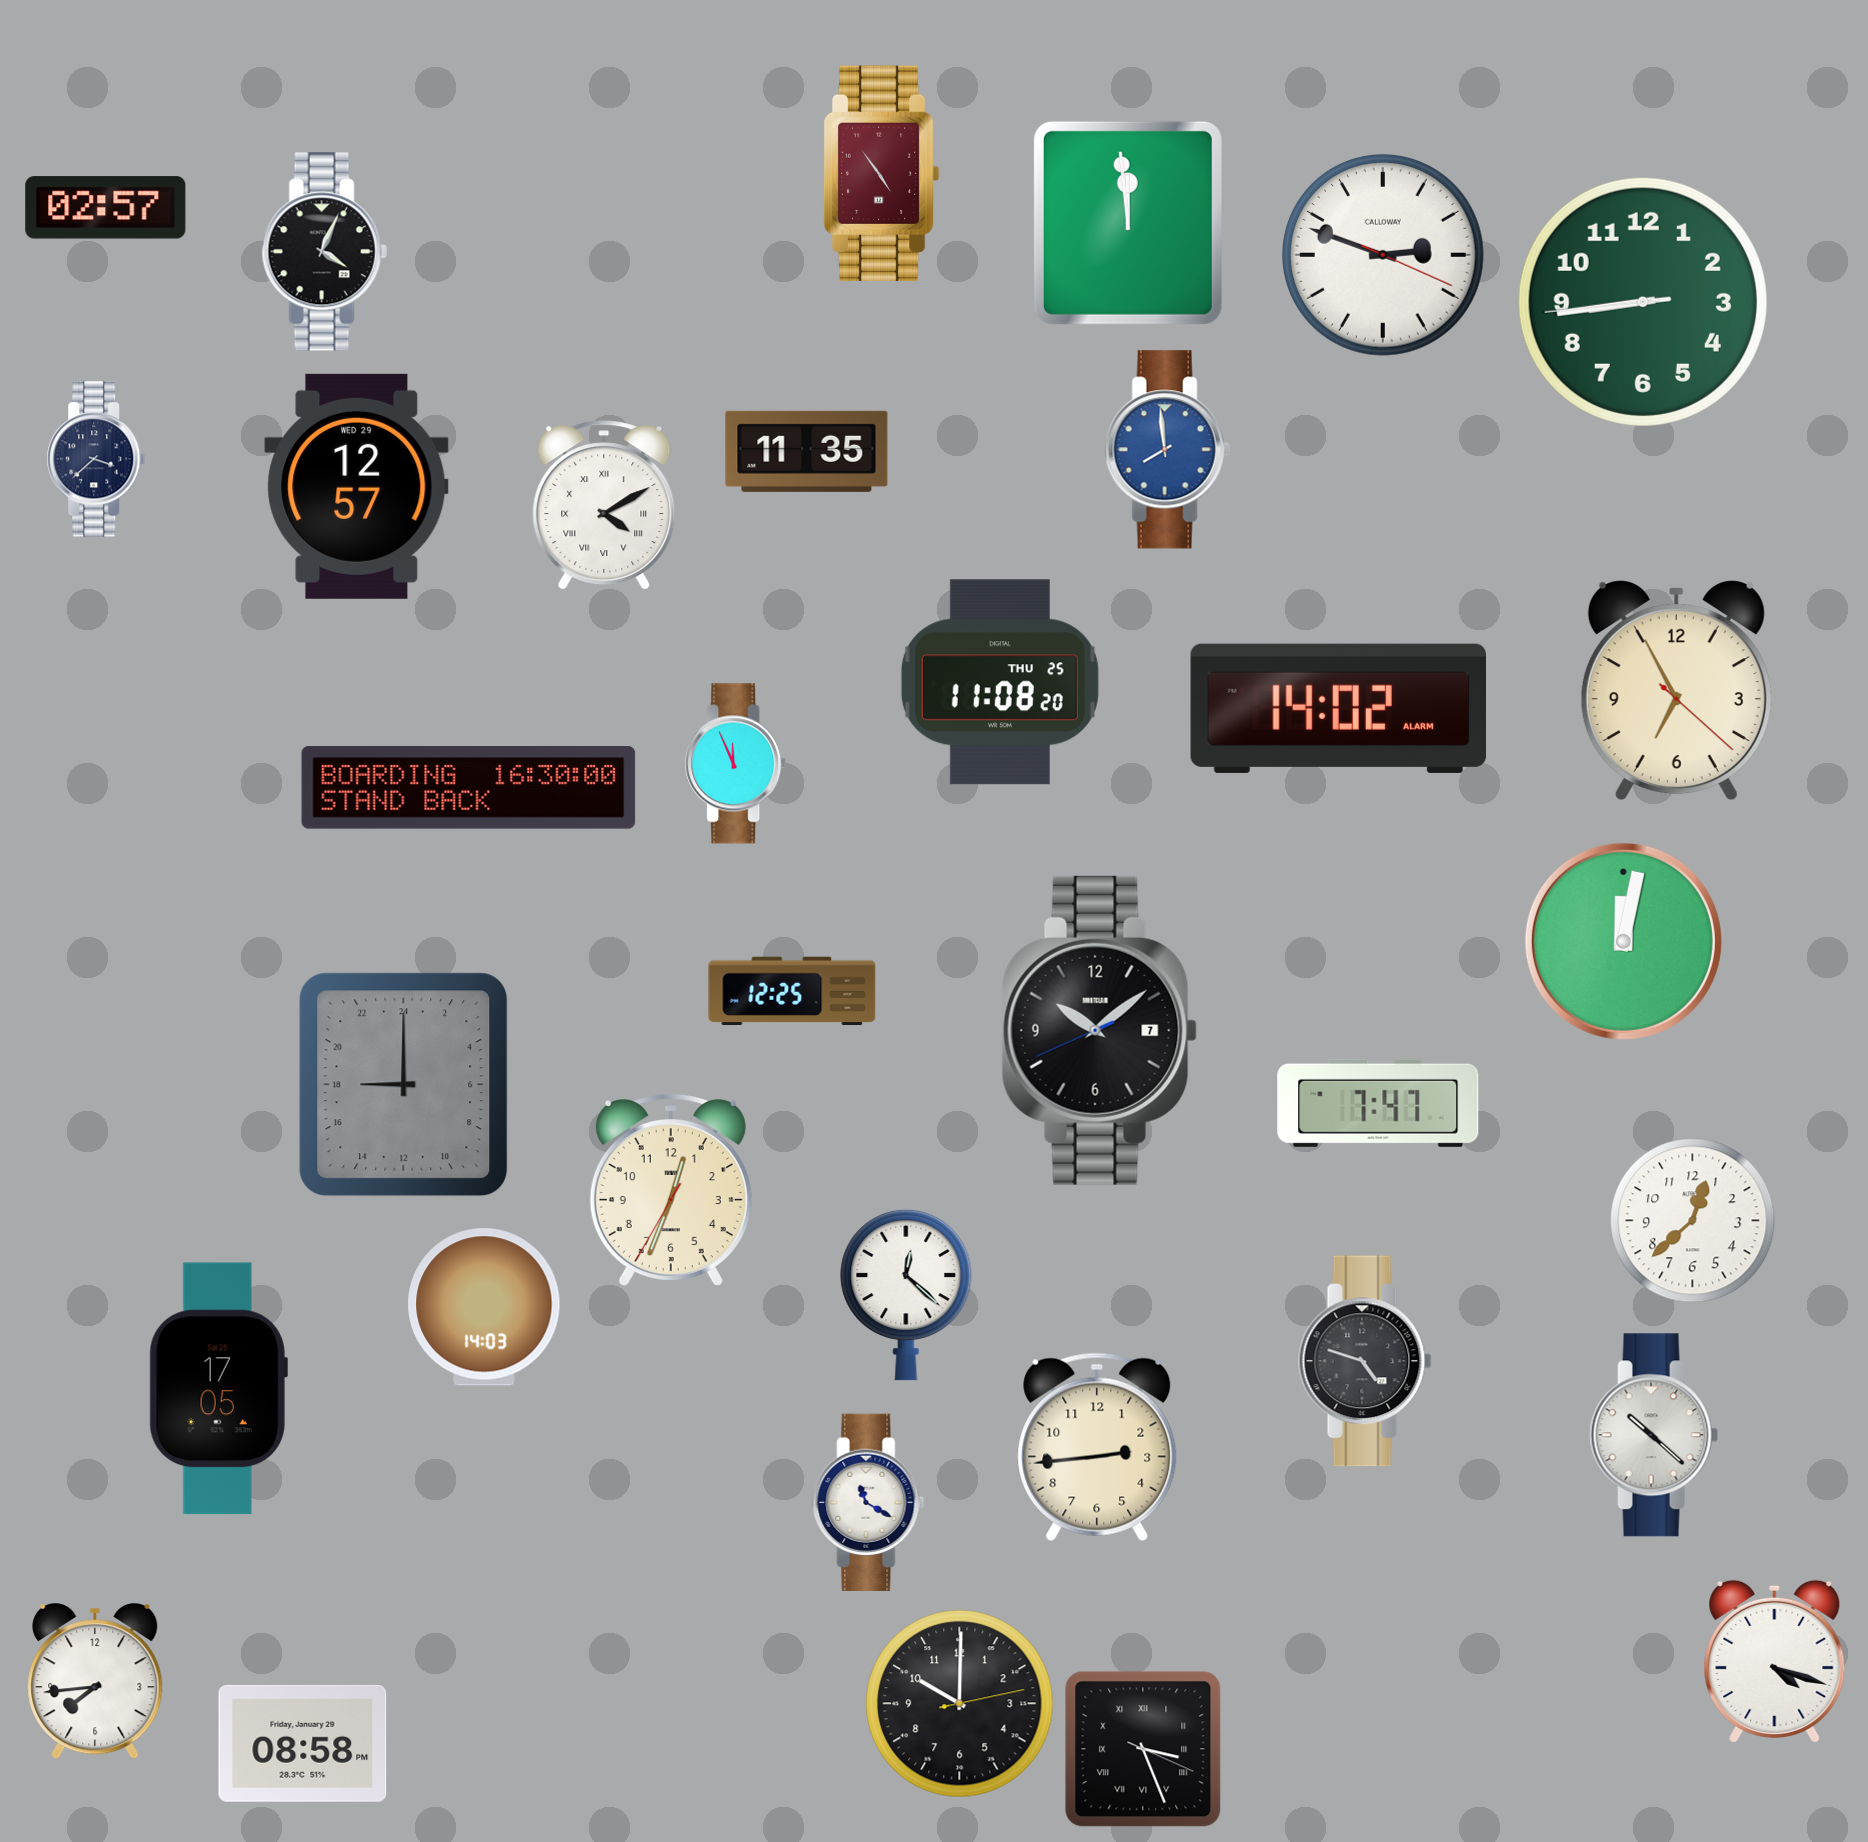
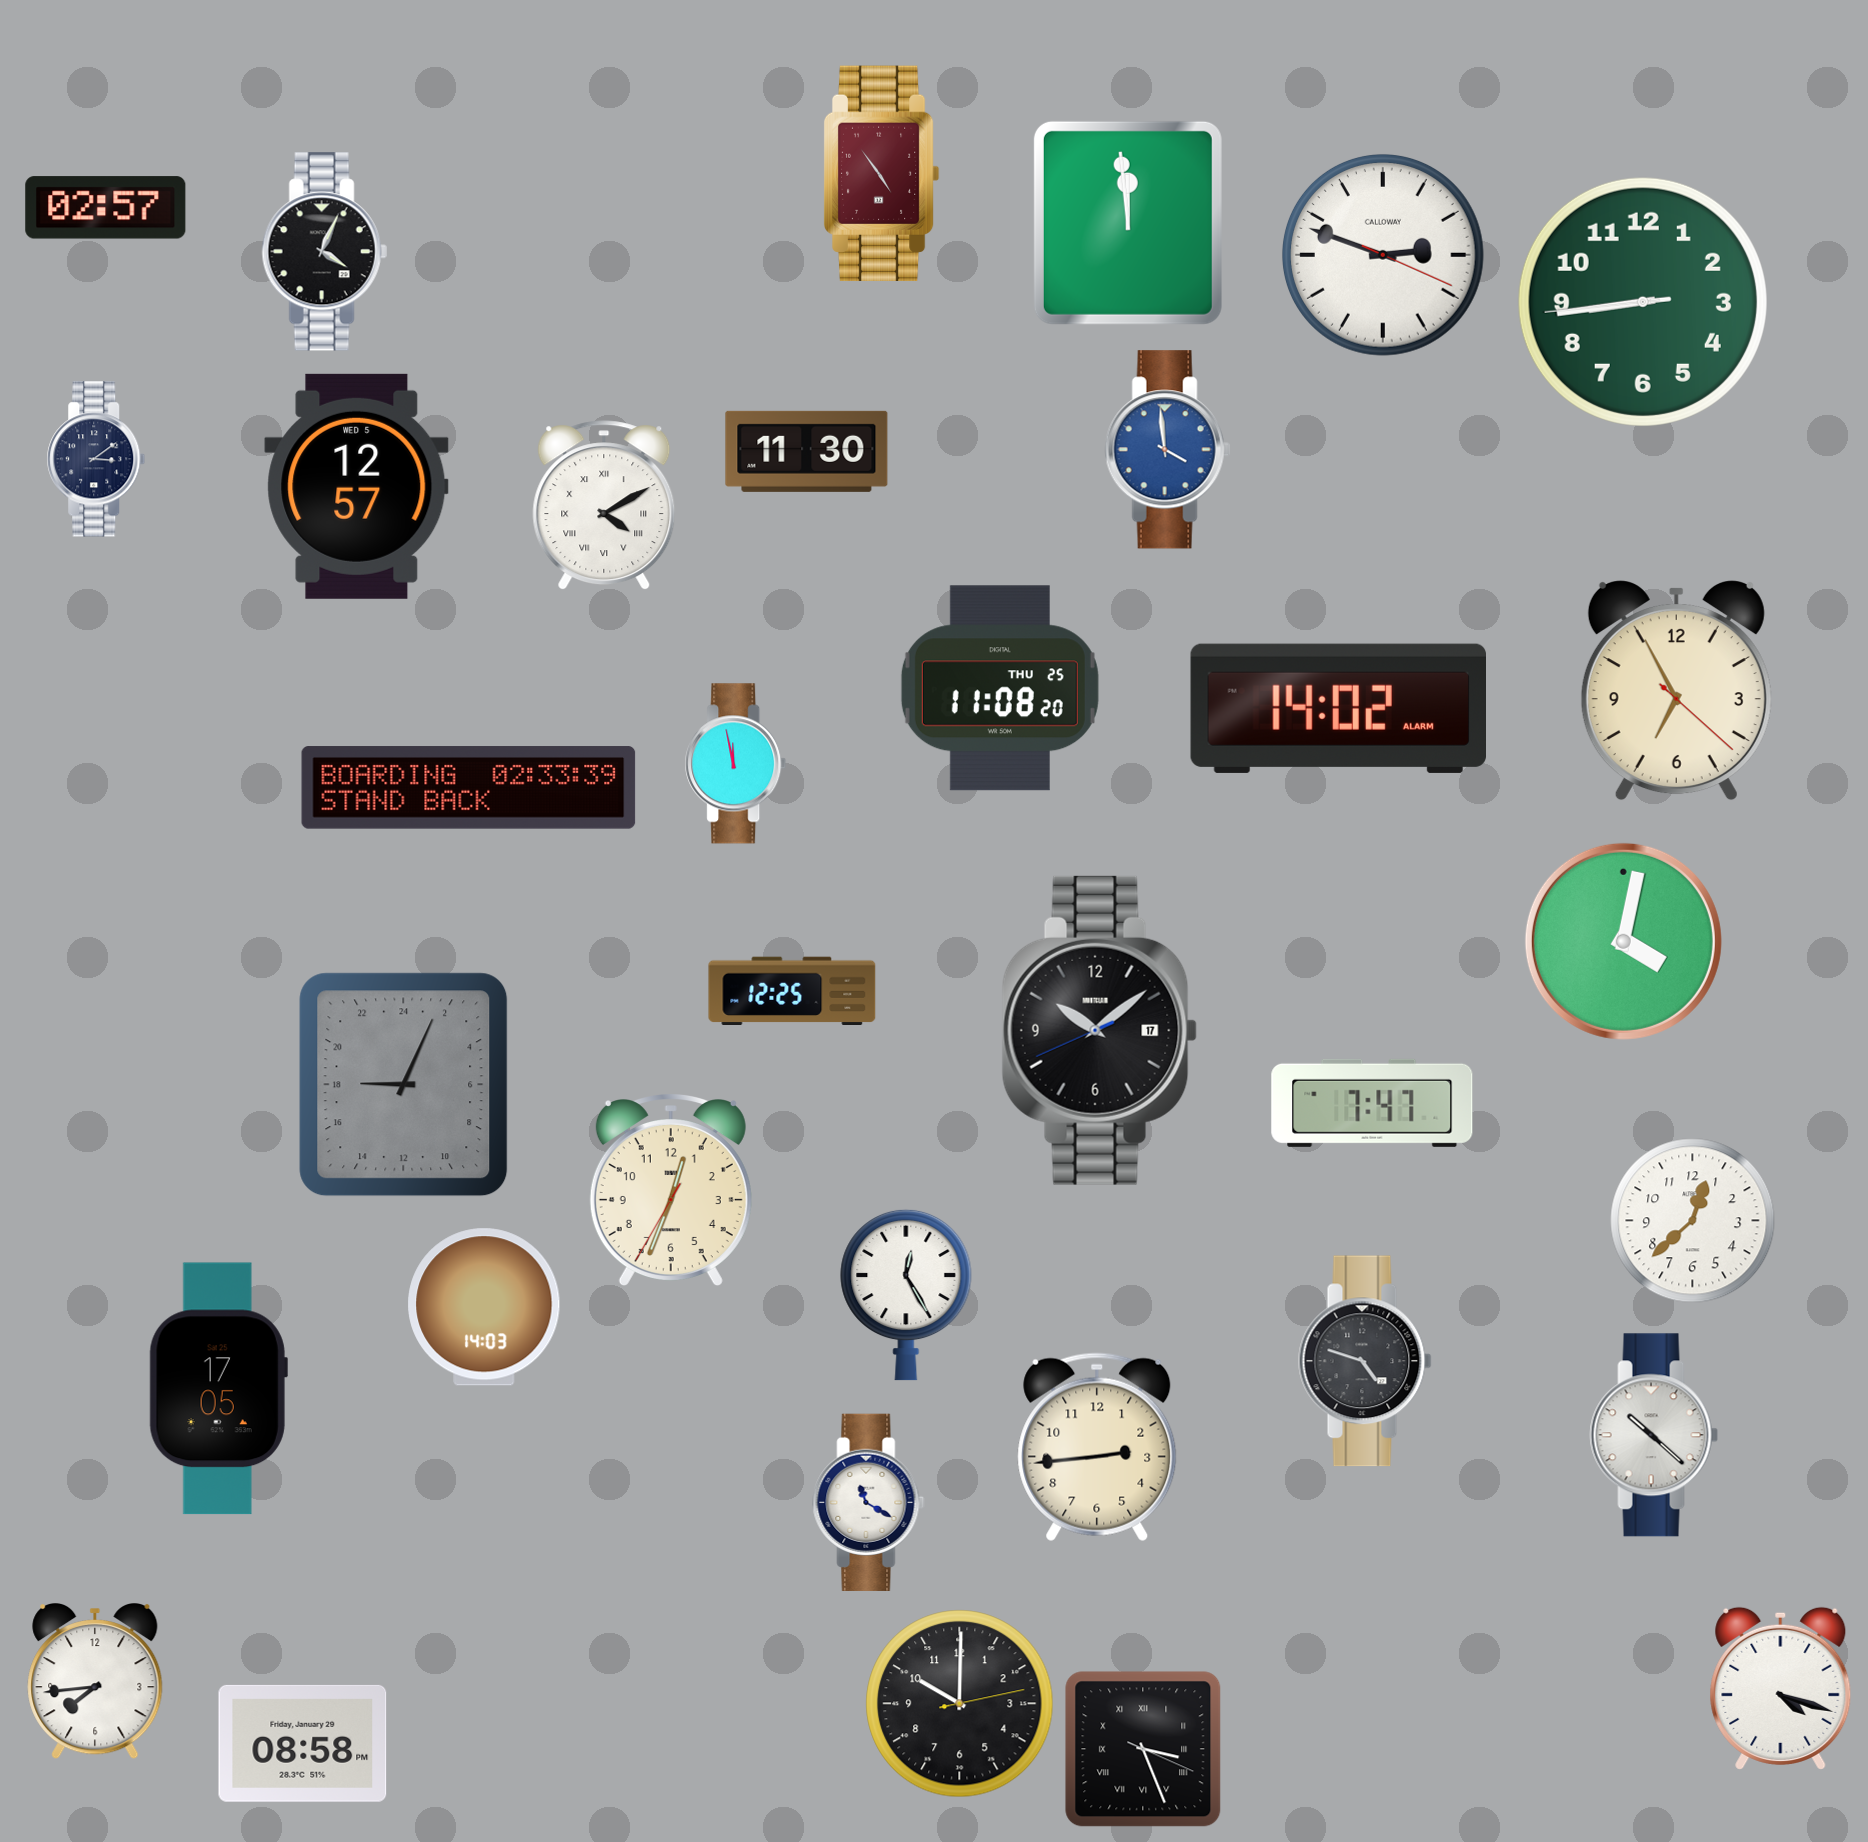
clock at (1167, 450): 7:59 -> 3:59
clock at (807, 451): 11:35 -> 11:30
clock at (96, 459): 3:38 -> 3:09
clock at (357, 486) date: WED 29 -> WED 5
clock at (1000, 682) position: (1000, 682) -> (1000, 688)
clock at (736, 764): 11:56 -> 11:58
clock at (469, 788): 16:30 -> 02:33
clock at (1623, 941): 12:02 -> 4:02
clock at (1099, 1030) date: 7 -> 17
clock at (404, 1085): 18:00 -> 18:04
clock at (1378, 1103) position: (1378, 1103) -> (1372, 1103)
clock at (906, 1295): 12:22 -> 12:25
clock at (1775, 1661) position: (1775, 1661) -> (1781, 1688)
